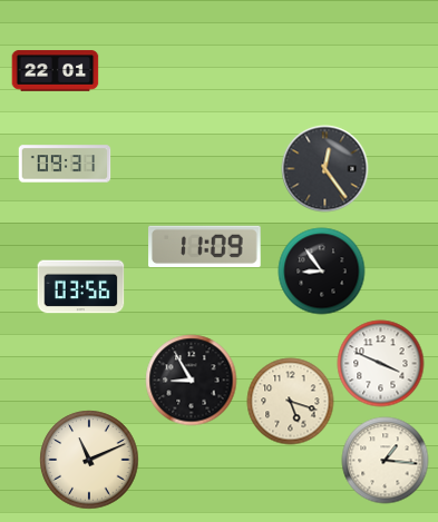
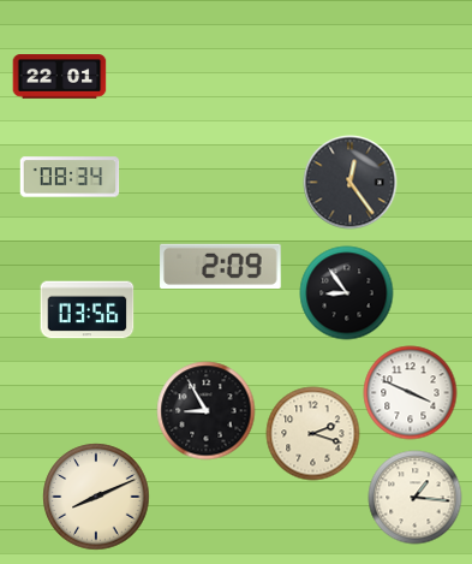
clock at (65, 164): 09:31 -> 08:34
clock at (205, 246): 11:09 -> 2:09
clock at (290, 401): 5:18 -> 2:18
clock at (89, 460): 11:11 -> 8:11
